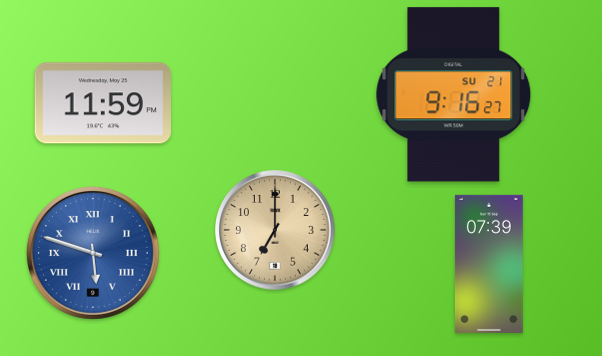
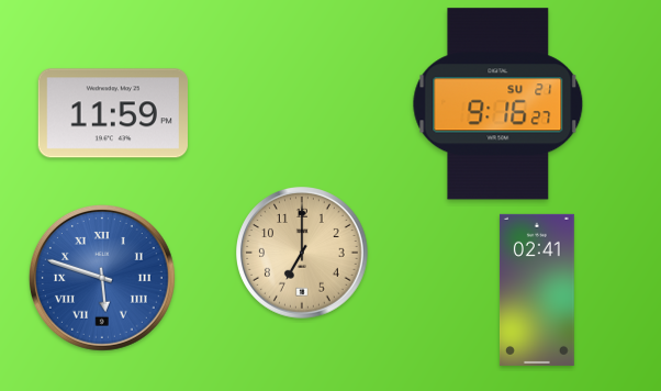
clock at (489, 264): 07:39 -> 02:41
